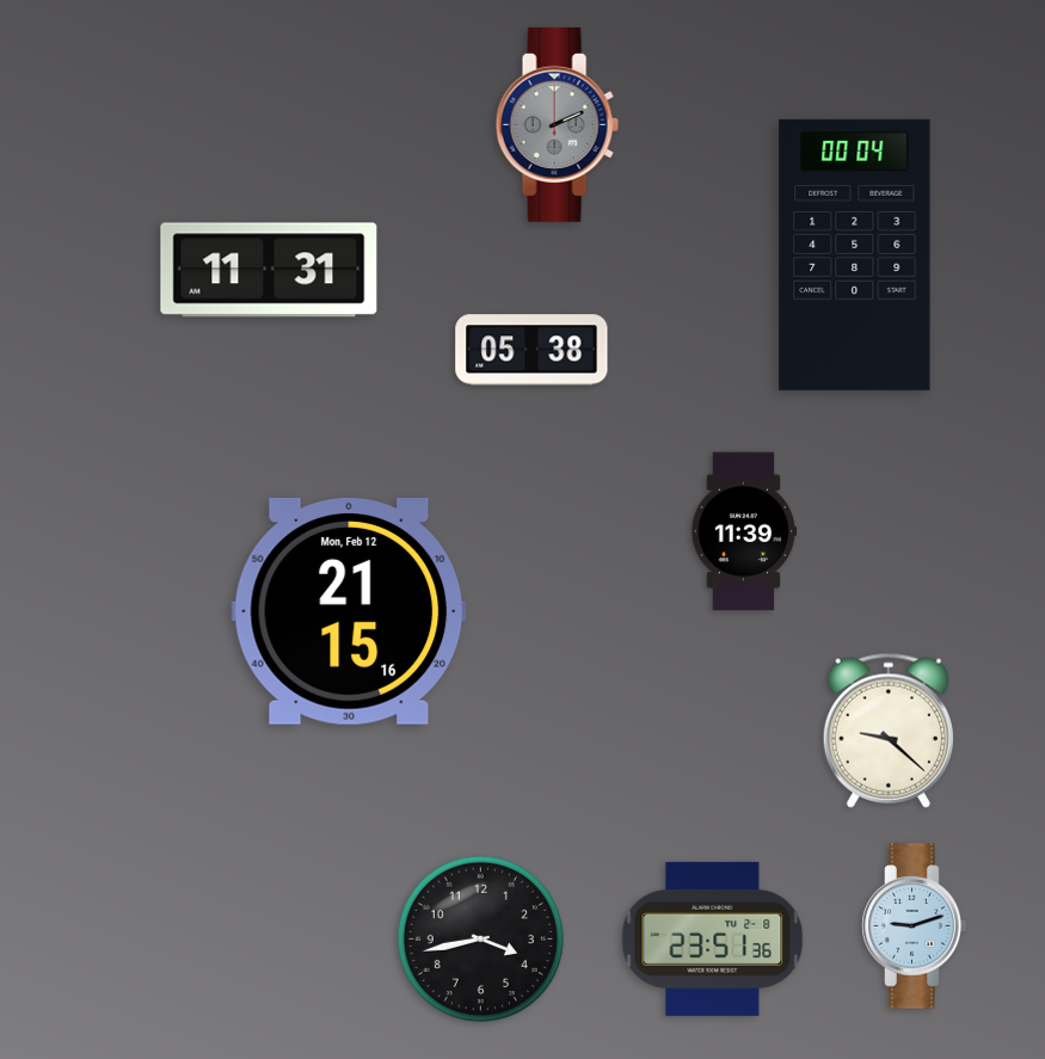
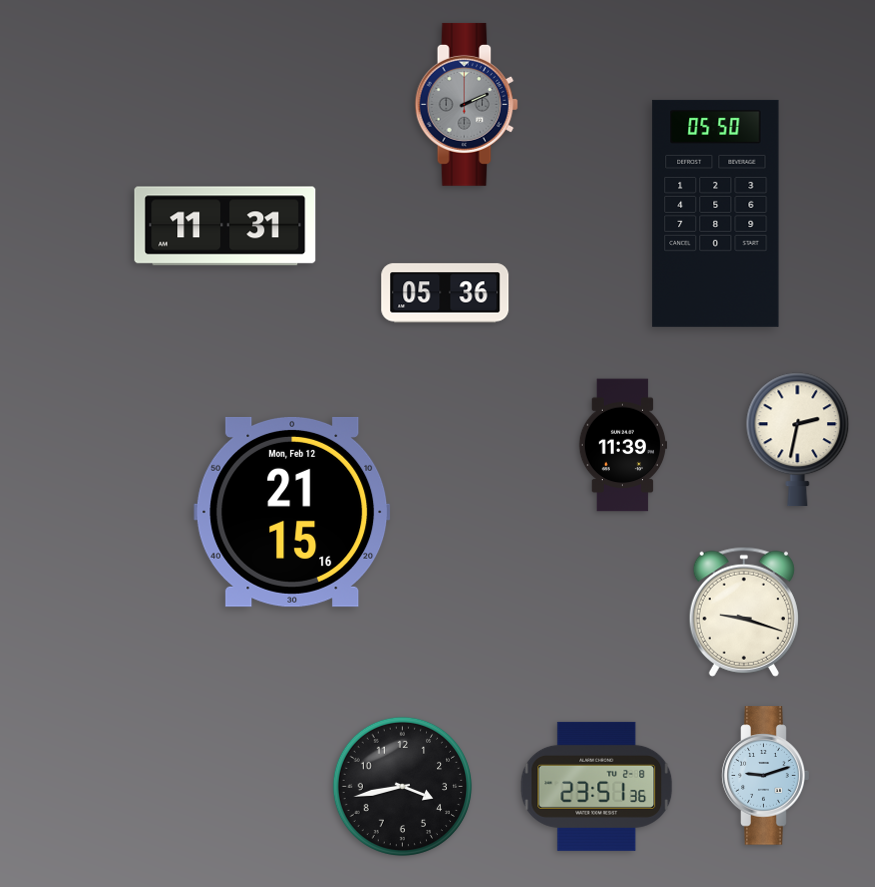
clock at (855, 254): 00:04 -> 05:50
clock at (531, 350): 05:38 -> 05:36
clock at (798, 440): none -> 2:32
clock at (889, 731): 9:22 -> 9:18
